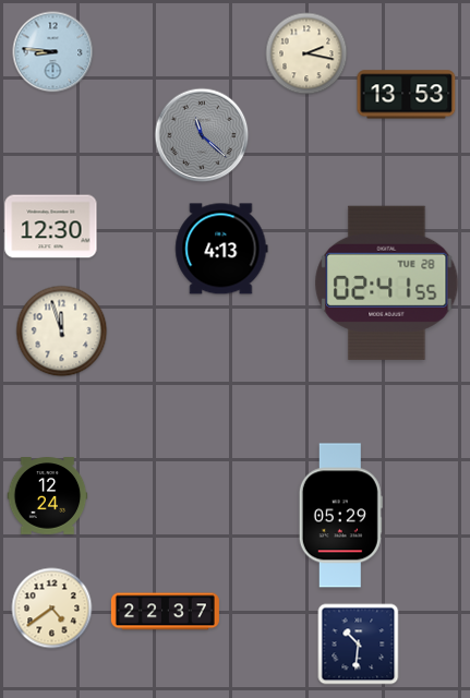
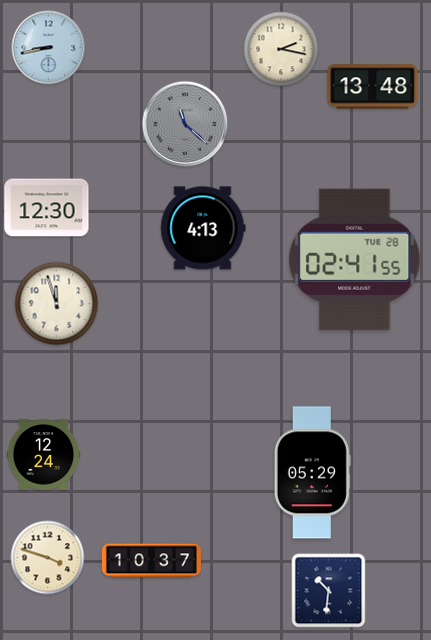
clock at (53, 52): 8:46 -> 8:43
clock at (407, 95): 13:53 -> 13:48
clock at (52, 609): 4:39 -> 3:48
clock at (165, 612): 22:37 -> 10:37
